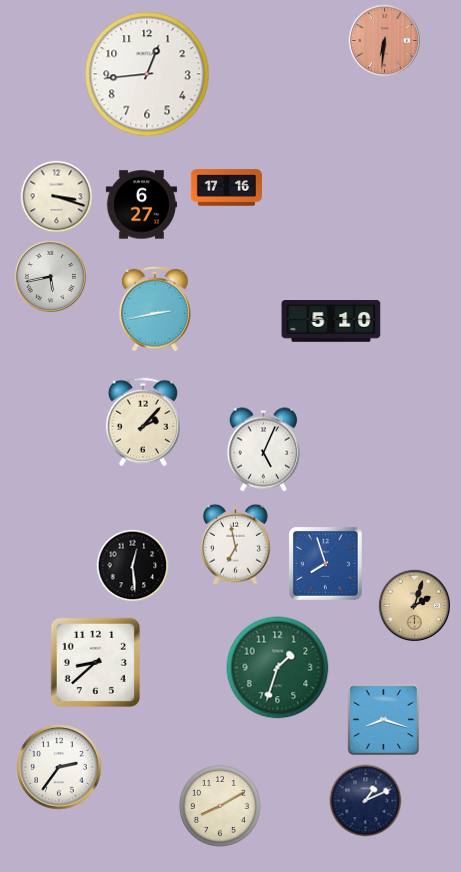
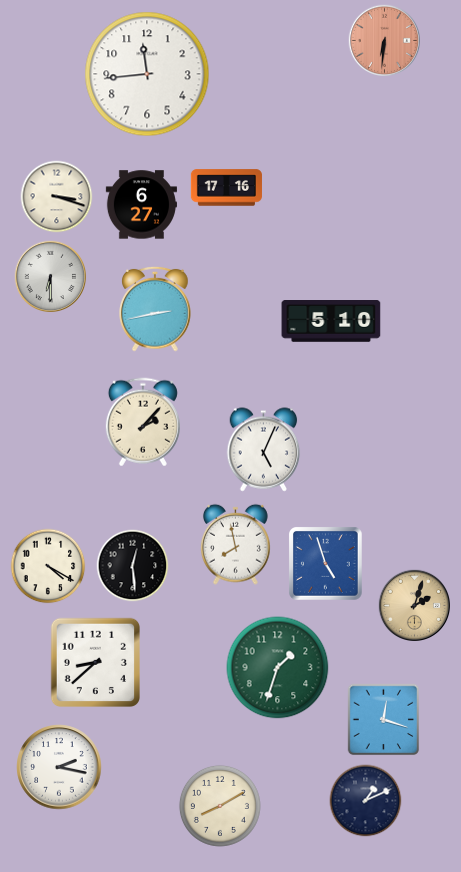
clock at (147, 74): 12:44 -> 11:44
clock at (50, 276): 5:43 -> 6:30
clock at (235, 544): 6:58 -> 7:58
clock at (326, 564): 7:57 -> 4:57
clock at (48, 566): none -> 4:20
clock at (384, 720): 8:18 -> 12:18
clock at (59, 767): 2:36 -> 2:17
